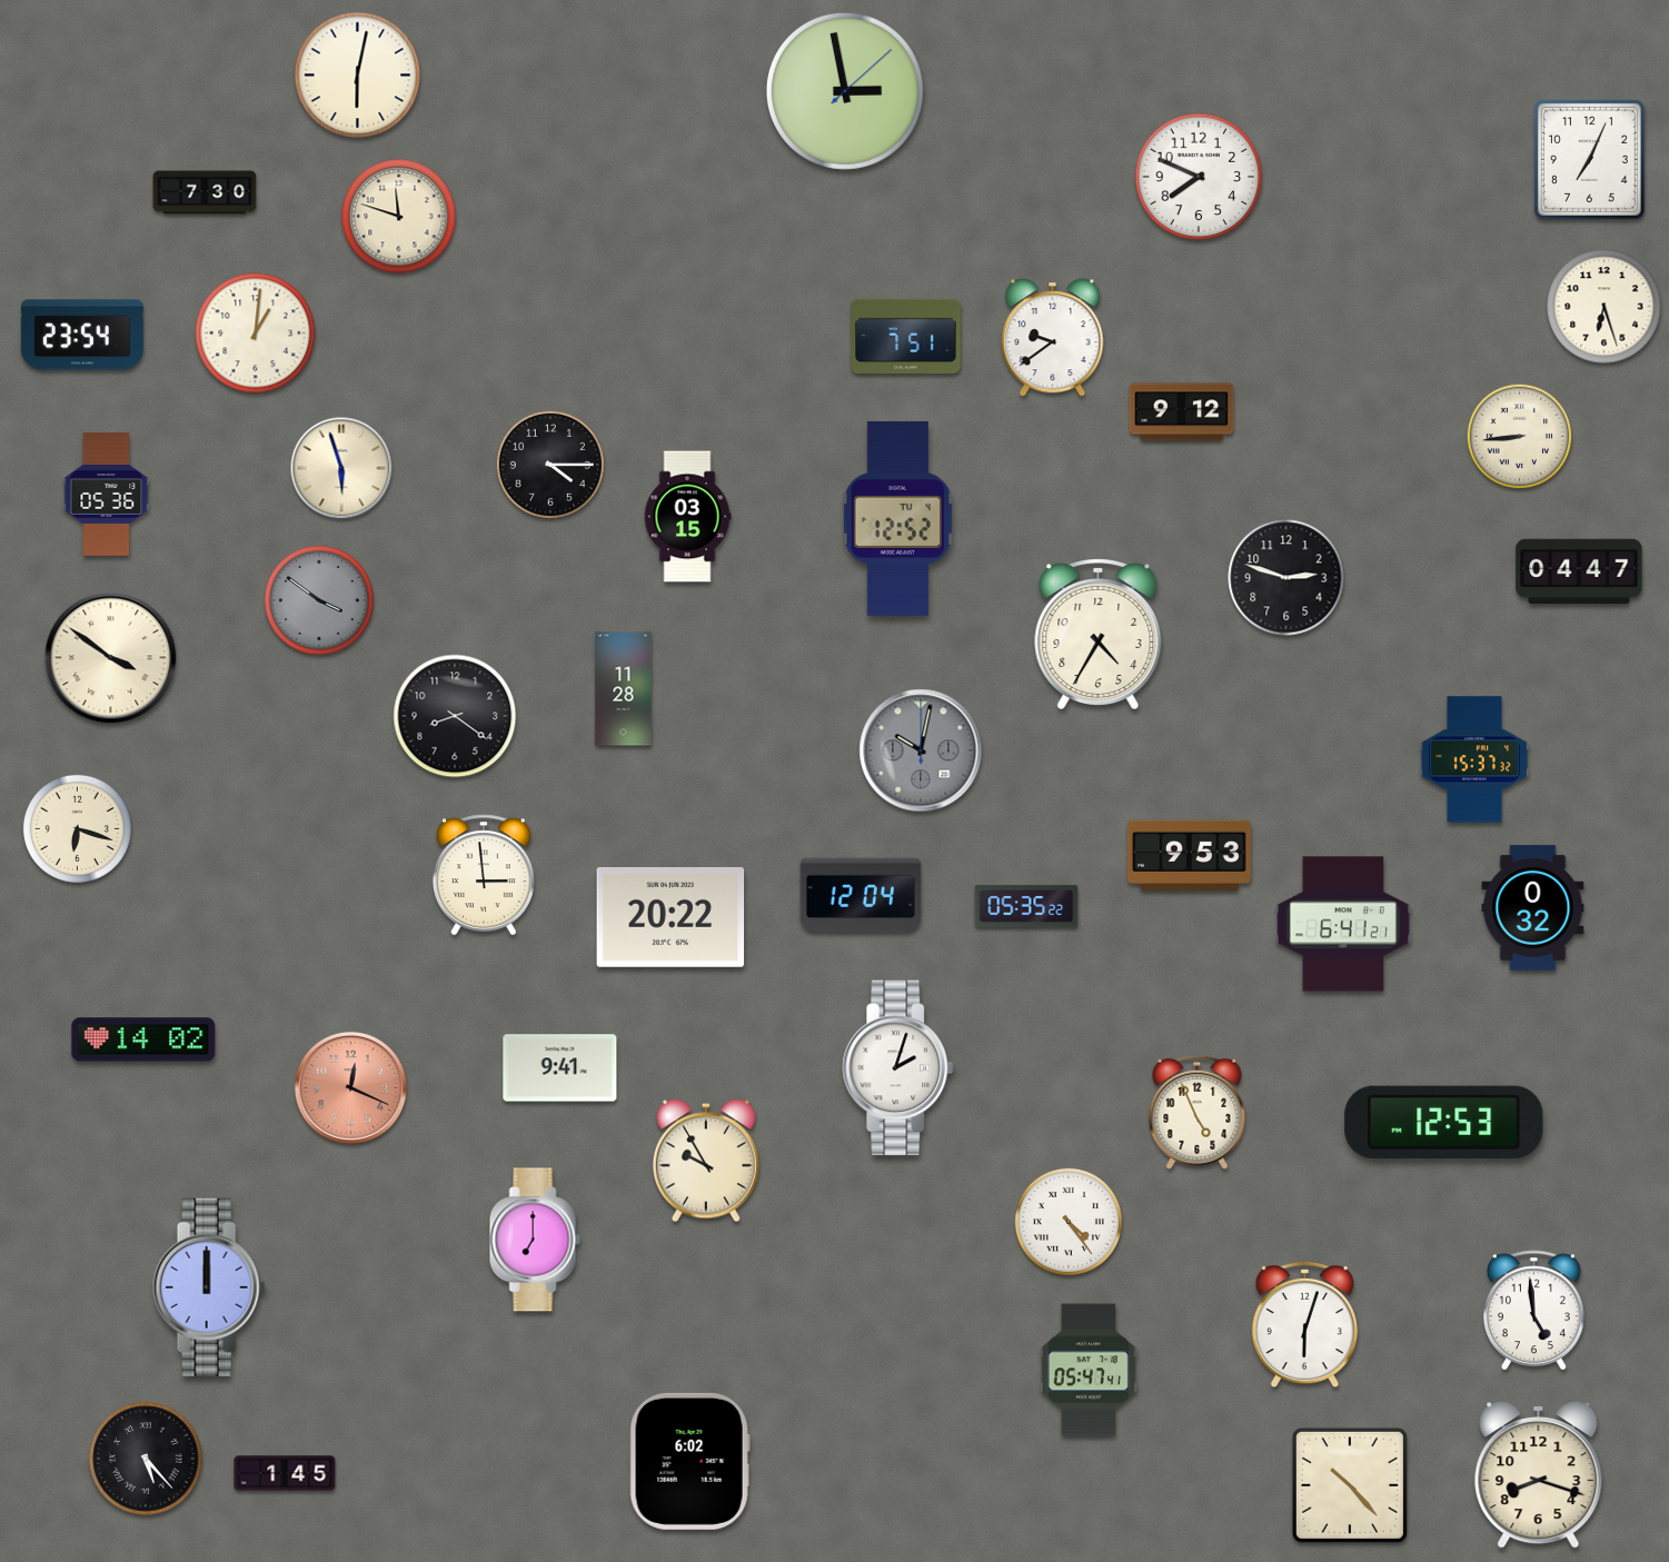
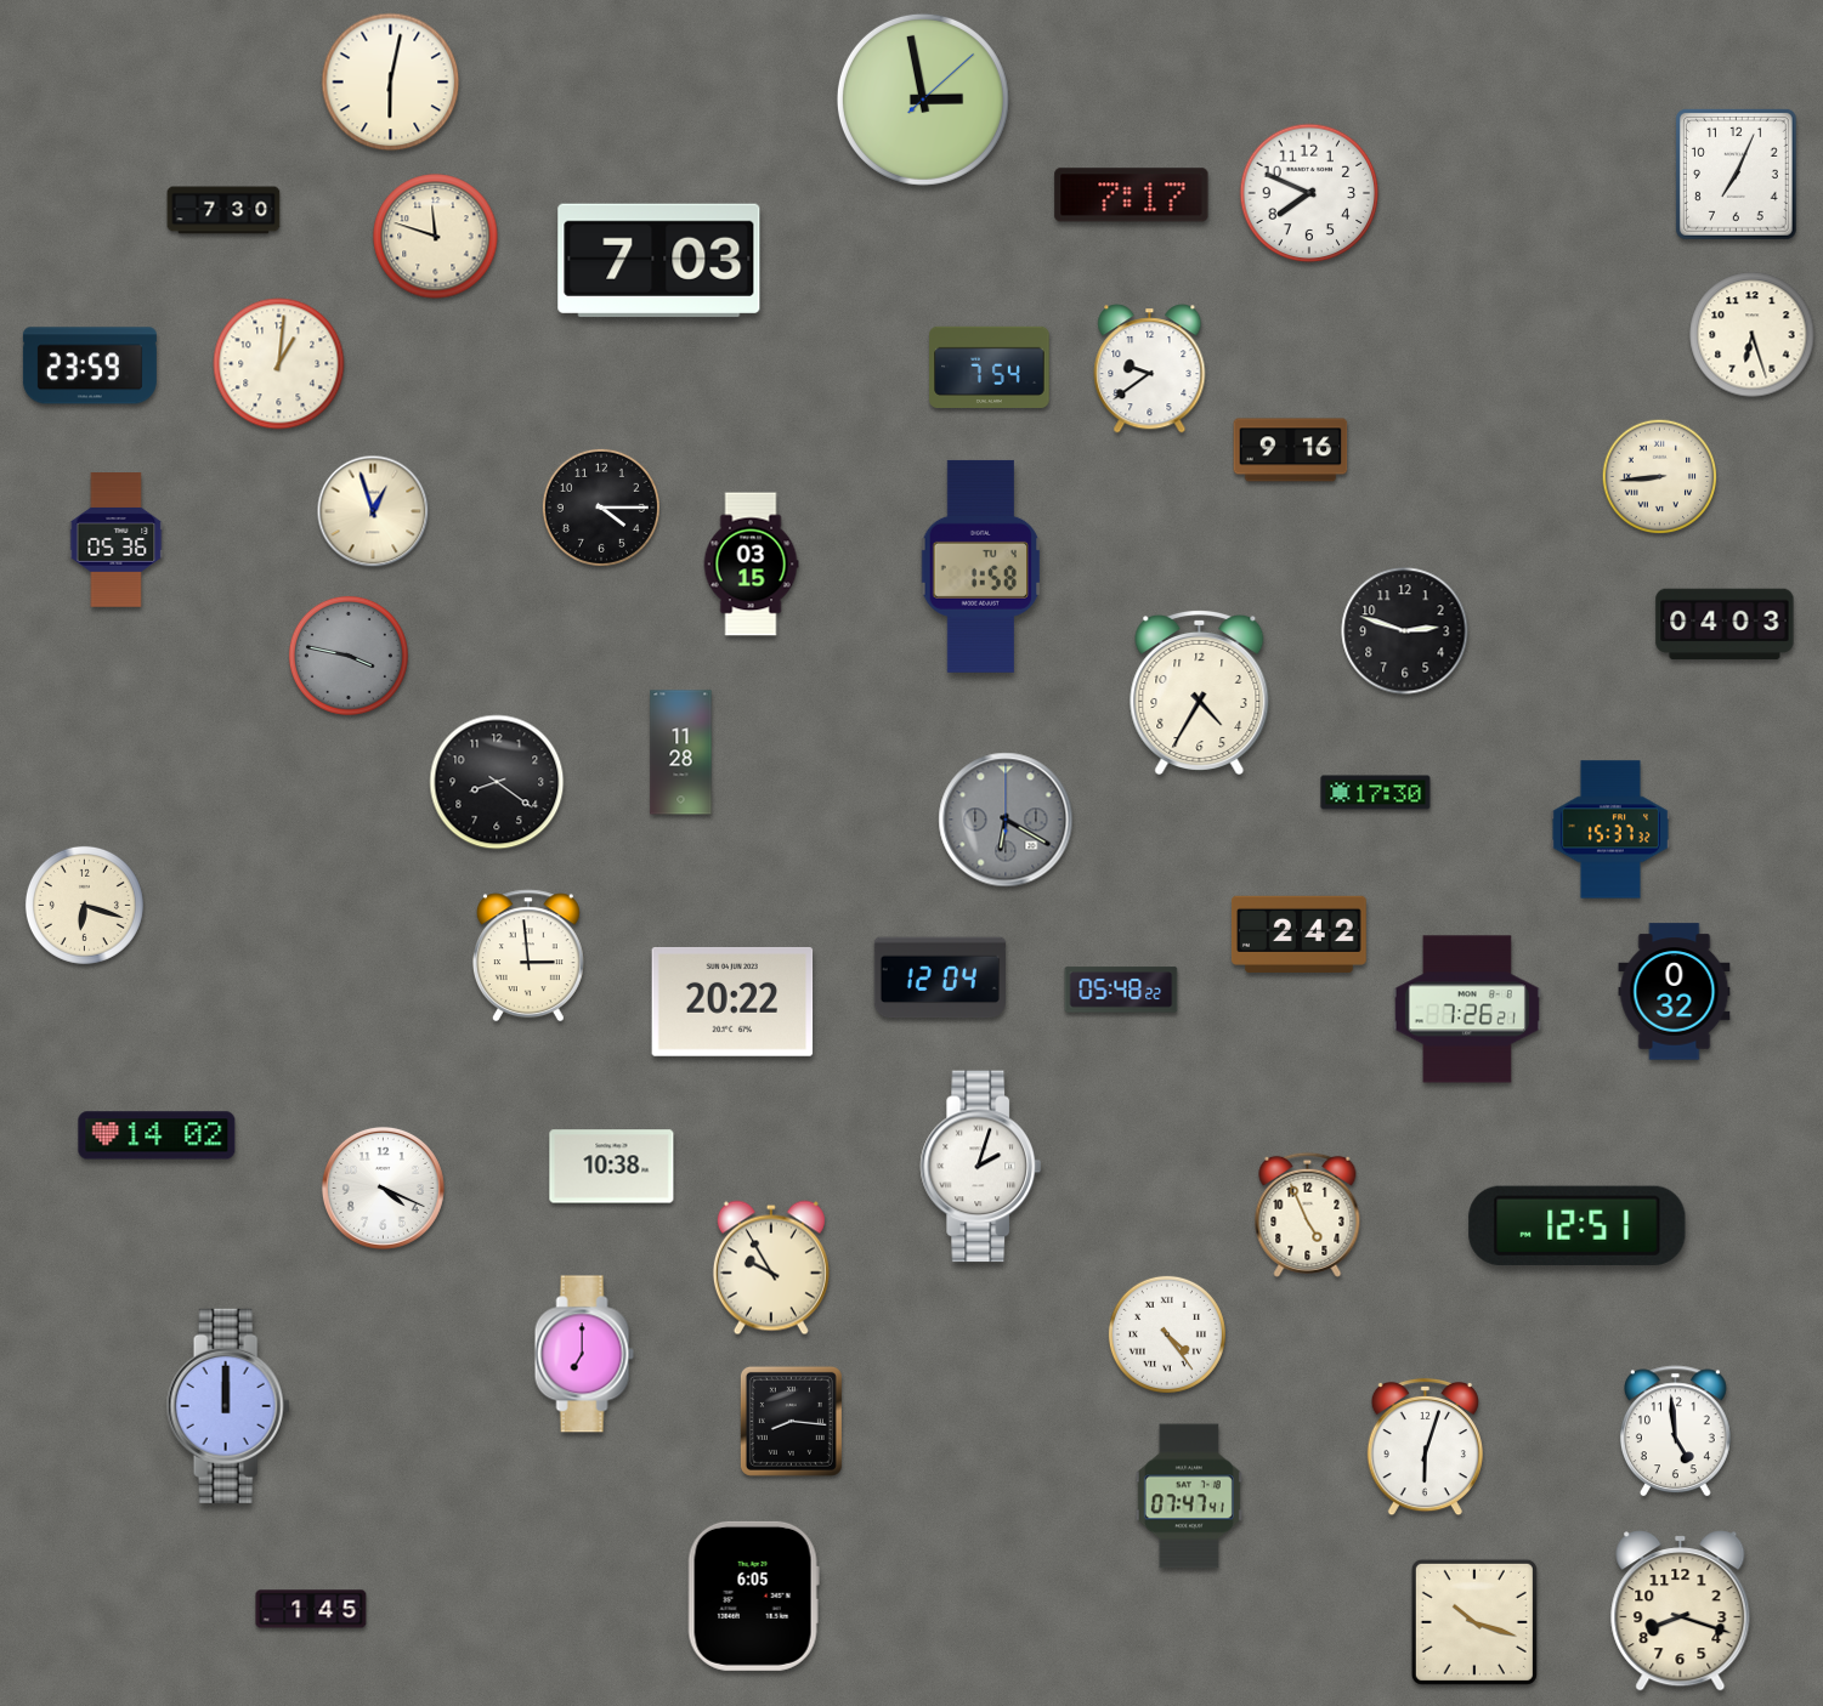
clock at (1132, 195): none -> 7:17
clock at (659, 260): none -> 7:03
clock at (82, 335): 23:54 -> 23:59
clock at (906, 336): 7:51 -> 7:54
clock at (1182, 412): 9:12 -> 9:16
clock at (341, 468): 5:57 -> 12:57
clock at (898, 518): 12:52 -> 1:58
clock at (1579, 571): 04:47 -> 04:03
clock at (319, 600): 3:51 -> 3:47
clock at (111, 658): 3:51 -> none
clock at (1376, 793): none -> 17:30
clock at (921, 750): 10:02 -> 6:20
clock at (1190, 855): 9:53 -> 2:42
clock at (1026, 906): 05:35 -> 05:48
clock at (1343, 924): 6:41 -> 7:26
clock at (560, 1068): 9:41 -> 10:38
clock at (350, 1087): 12:19 -> 4:19
clock at (350, 1087) dial: salmon -> white
clock at (1444, 1122): 12:53 -> 12:51
clock at (791, 1421): none -> 8:16
clock at (1089, 1370): 05:47 -> 07:47
clock at (146, 1459): 5:23 -> none
clock at (689, 1461): 6:02 -> 6:05
clock at (1350, 1485): 10:23 -> 10:18
